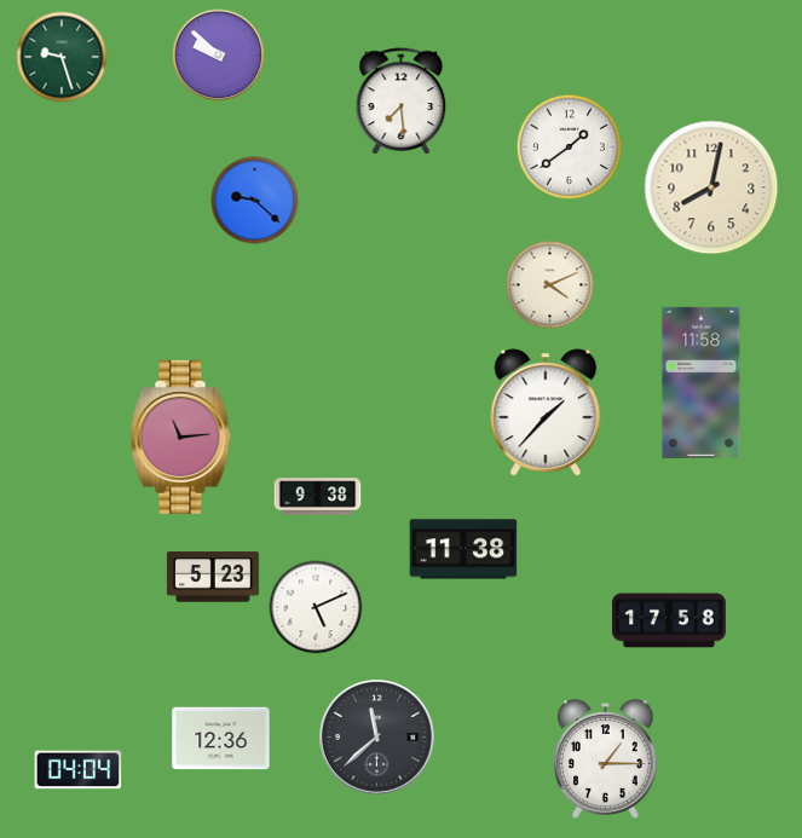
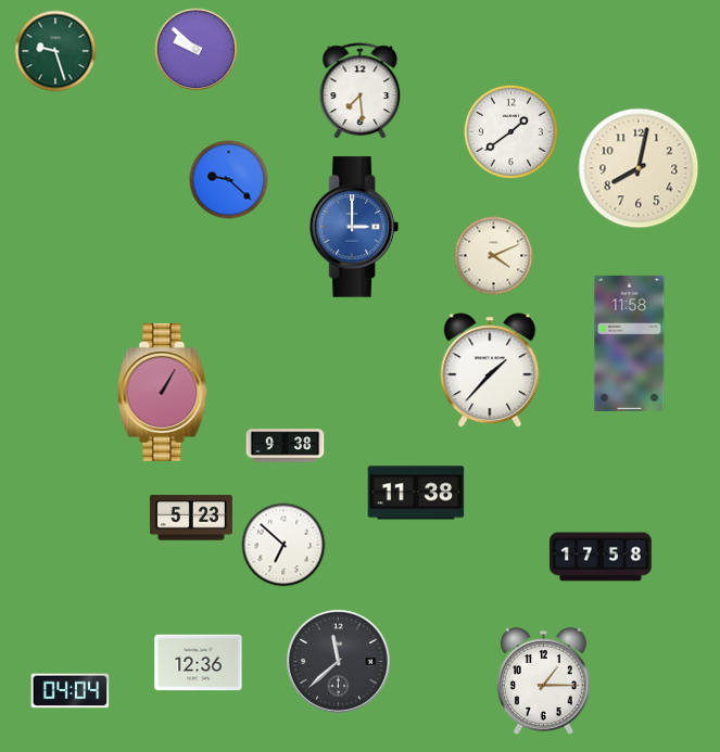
clock at (354, 227): none -> 3:00
clock at (181, 437): 11:14 -> 1:05
clock at (316, 607): 5:11 -> 6:52
